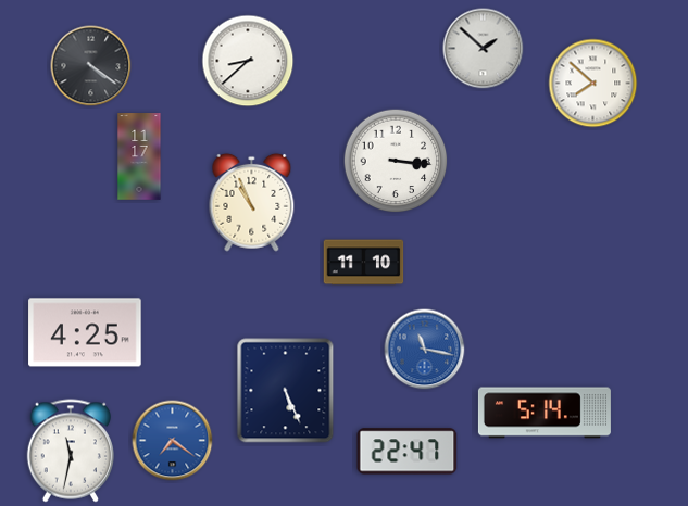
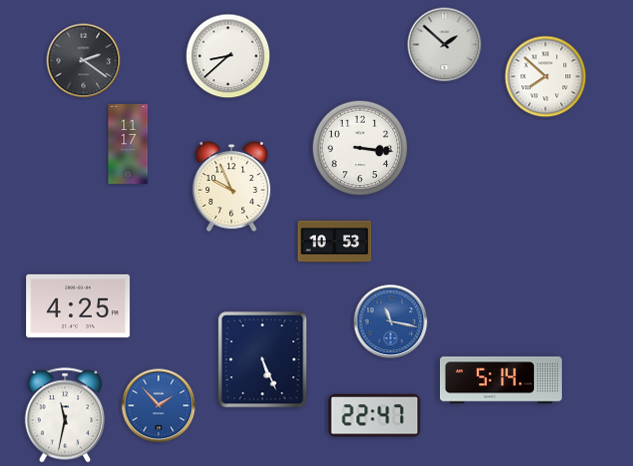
clock at (91, 66): 4:21 -> 2:21
clock at (396, 161) position: (396, 161) -> (360, 148)
clock at (252, 202): 10:56 -> 9:56
clock at (364, 263): 11:10 -> 10:53
clock at (173, 441): 7:21 -> 1:53
